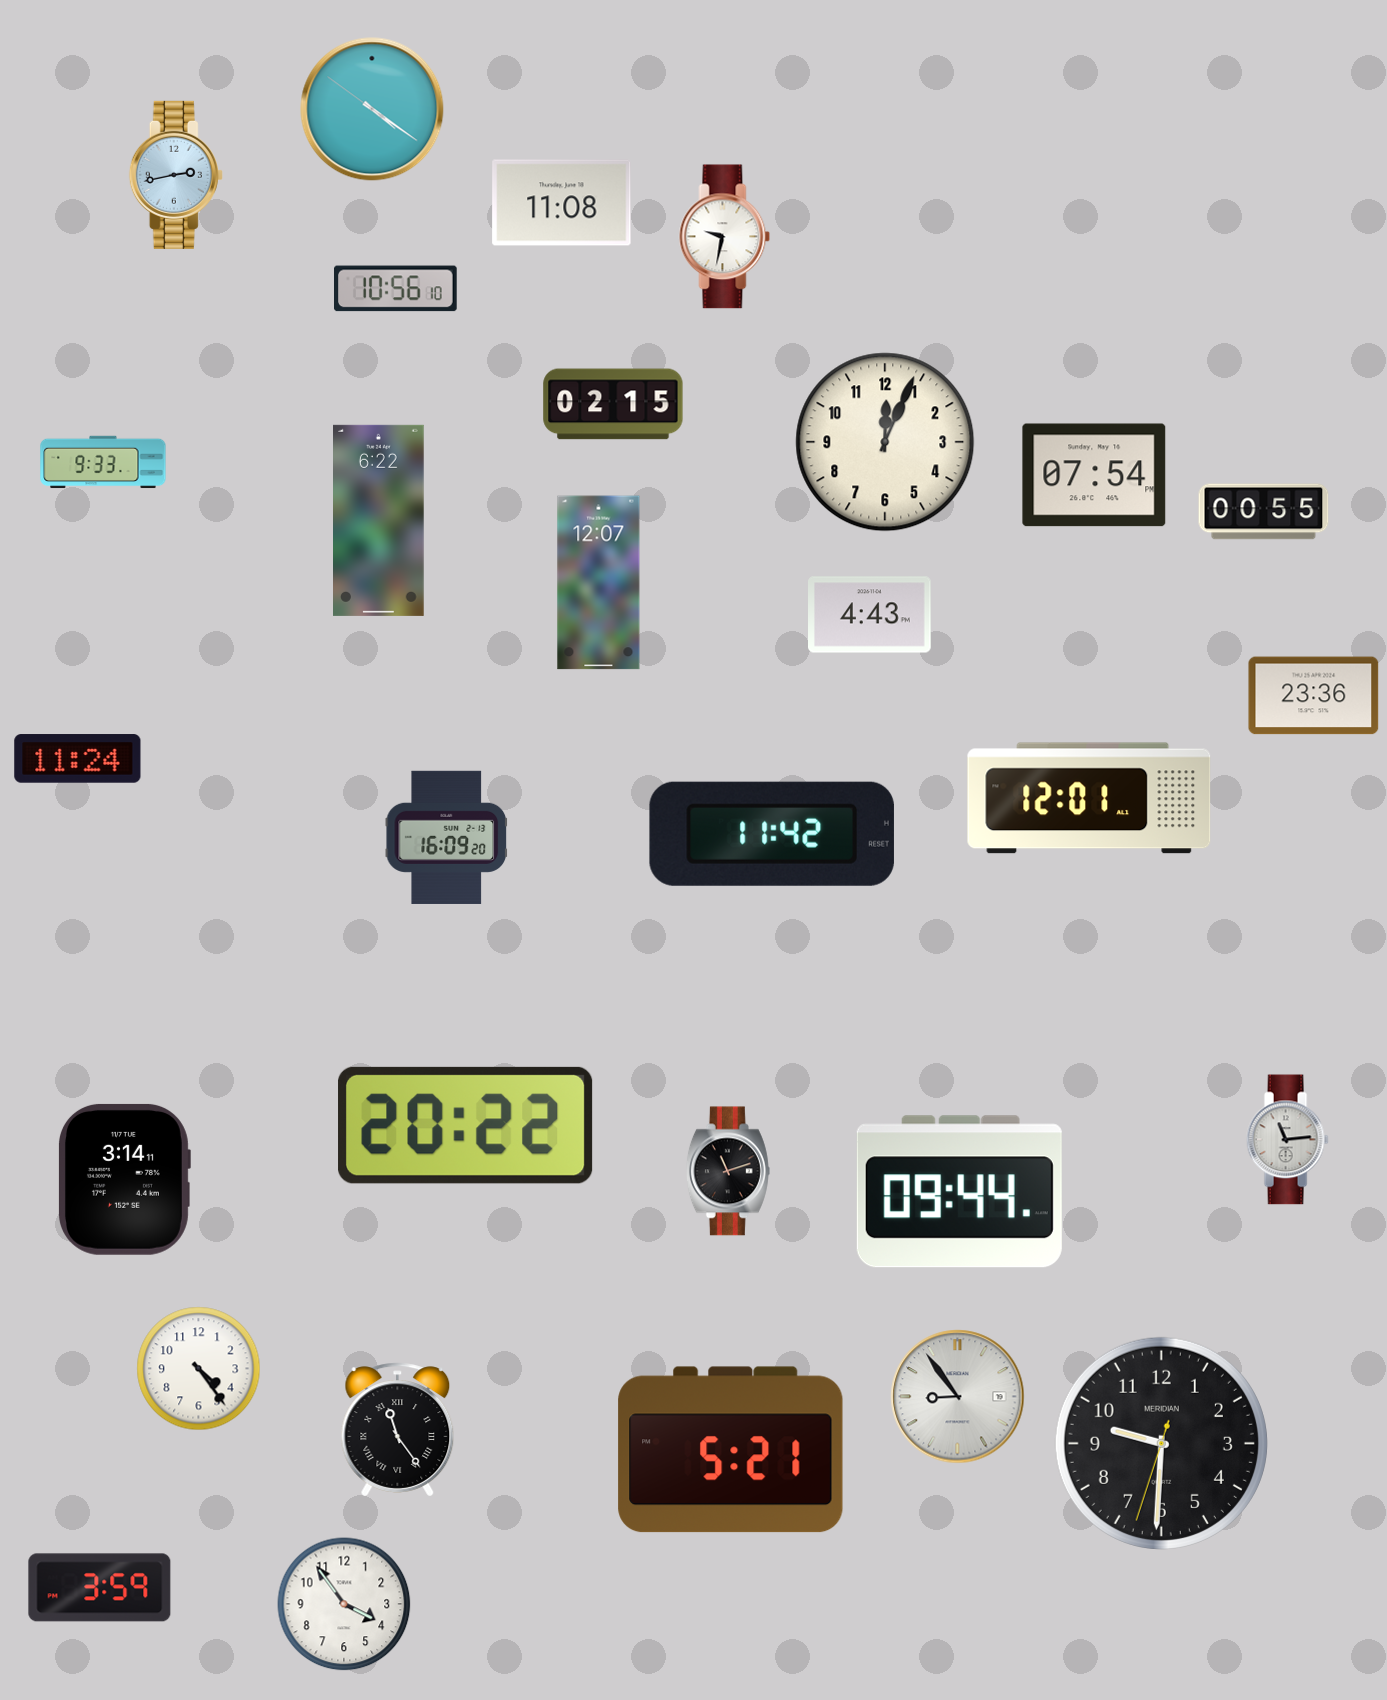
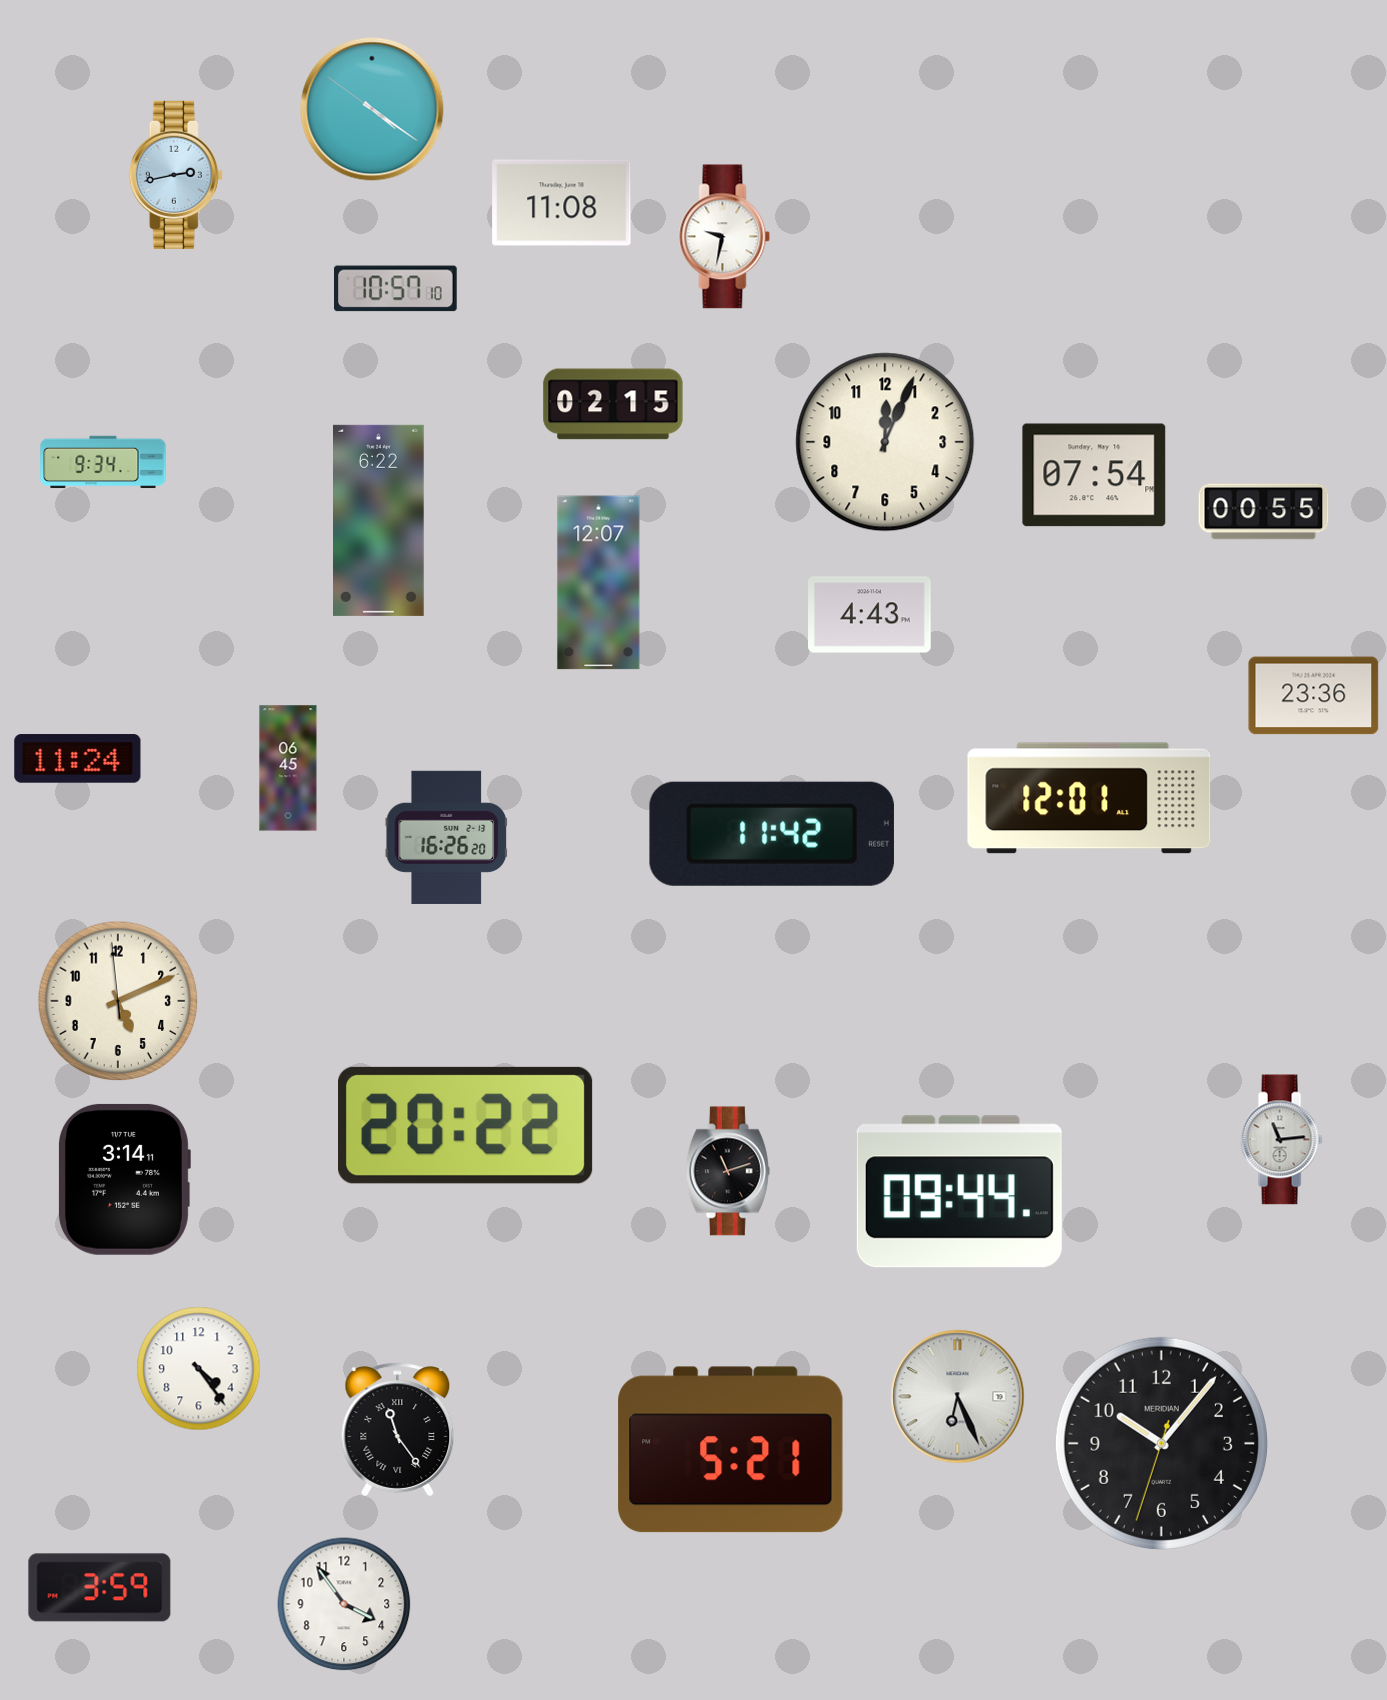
clock at (396, 289): 10:56 -> 10:57
clock at (103, 462): 9:33 -> 9:34
clock at (288, 768): none -> 06:45
clock at (447, 837): 16:09 -> 16:26
clock at (118, 1001): none -> 5:10
clock at (1287, 1140) position: (1287, 1140) -> (1281, 1140)
clock at (958, 1397): 8:54 -> 6:26
clock at (1161, 1443): 9:30 -> 10:06
